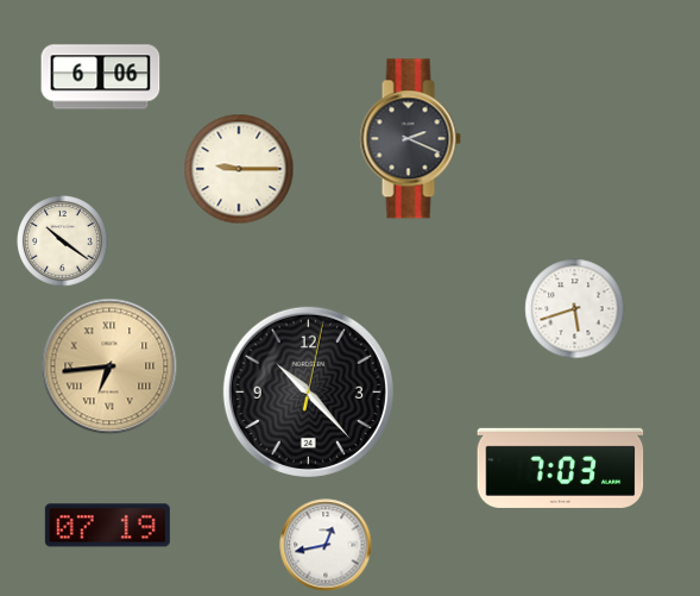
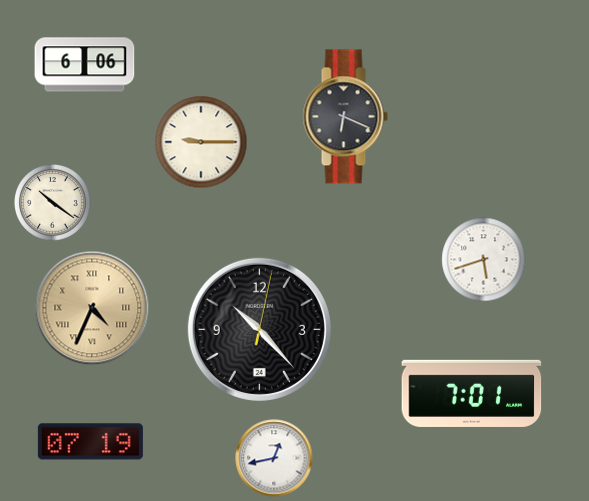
clock at (410, 139): 2:19 -> 6:19
clock at (109, 366): 6:44 -> 4:34
clock at (561, 468): 7:03 -> 7:01
